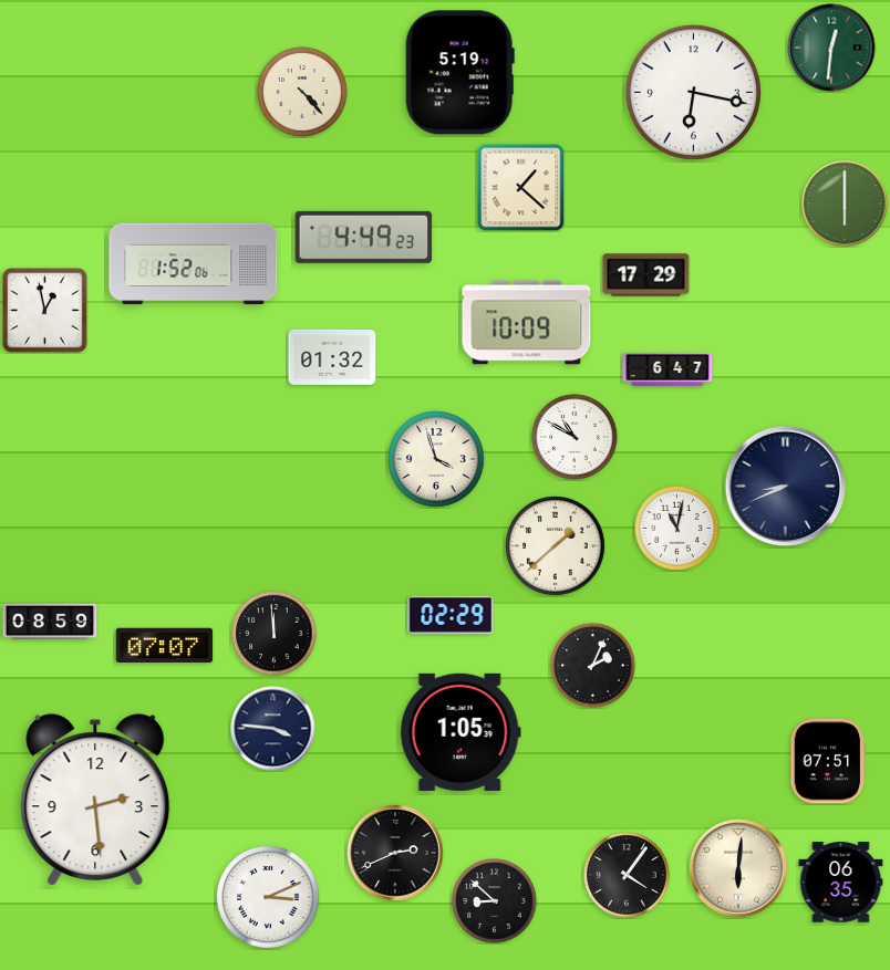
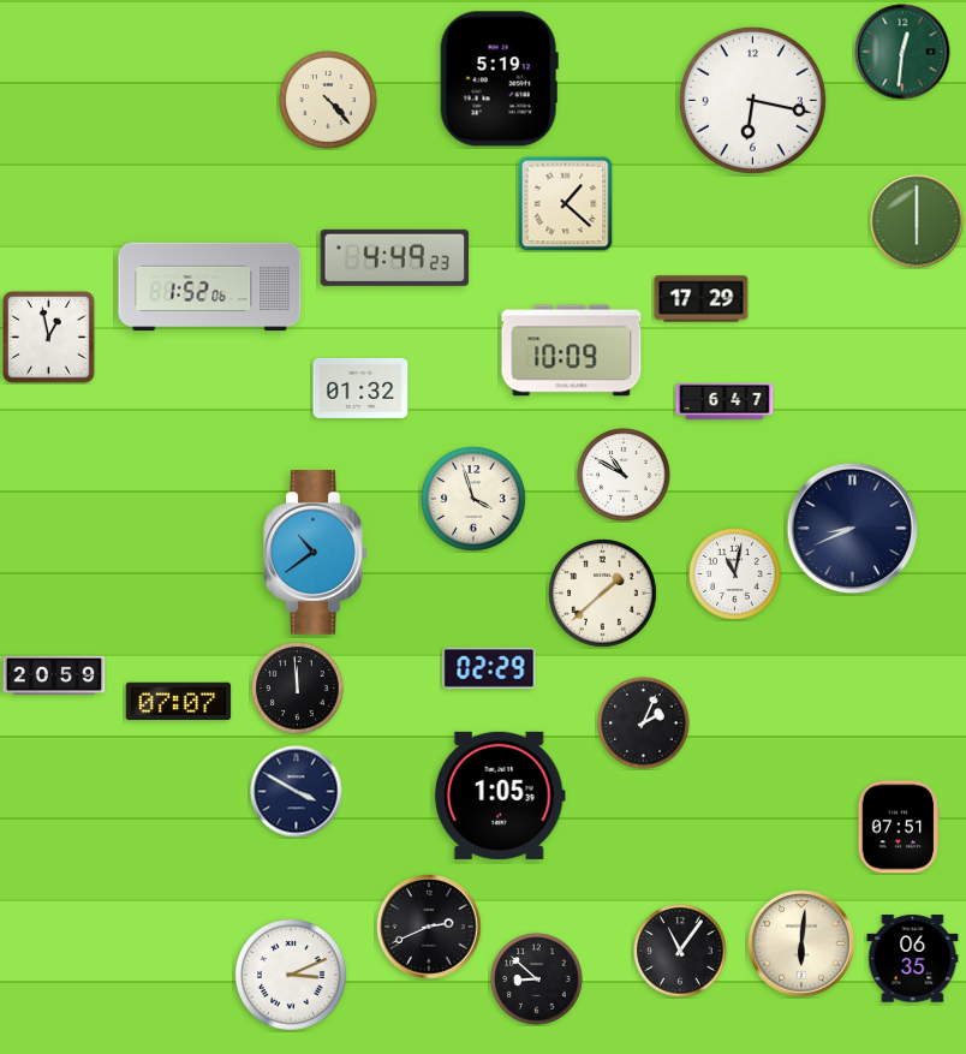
clock at (316, 553): none -> 10:39
clock at (50, 622): 08:59 -> 20:59
clock at (273, 729): 3:46 -> 3:50
clock at (95, 800): 2:29 -> none
clock at (627, 875): 4:06 -> 11:06
